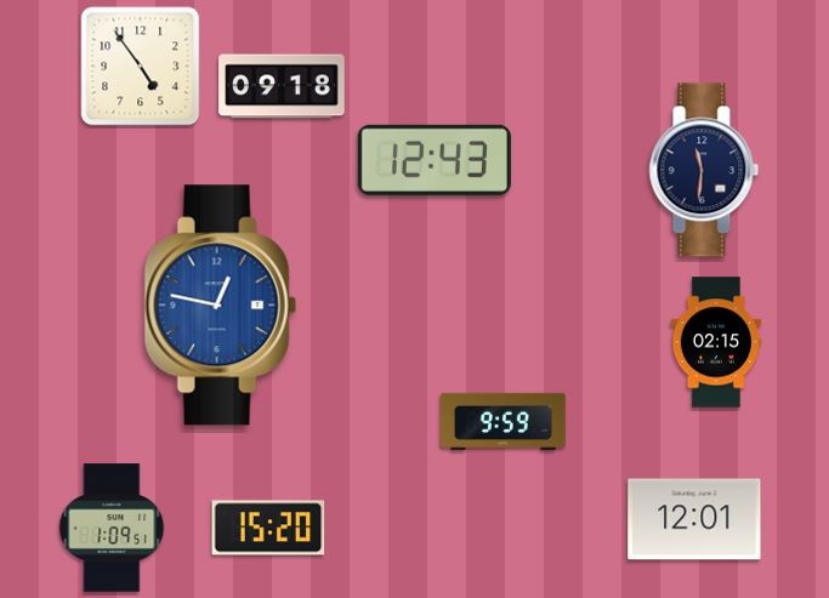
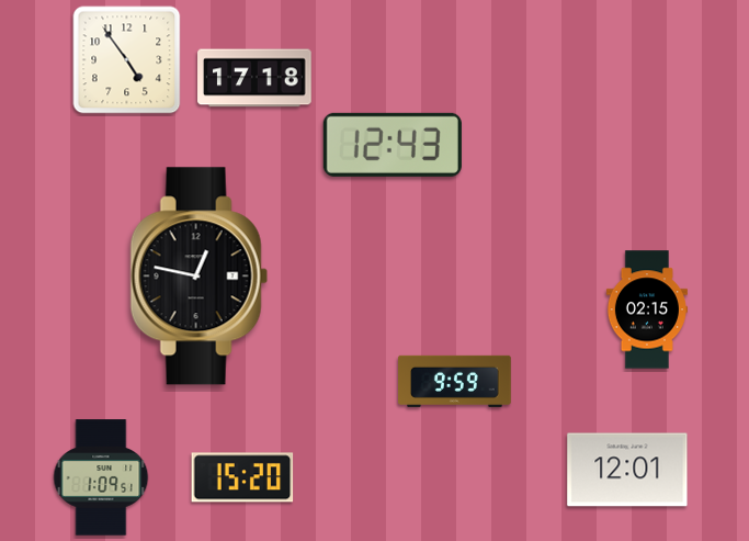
clock at (282, 86): 09:18 -> 17:18
clock at (704, 170): 11:31 -> none
clock at (220, 306) dial: blue -> black
